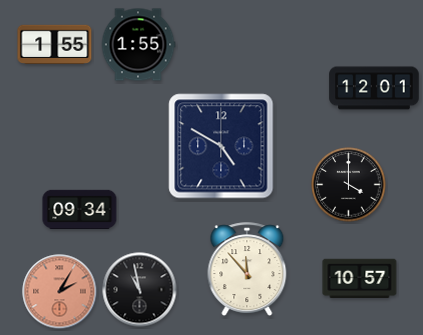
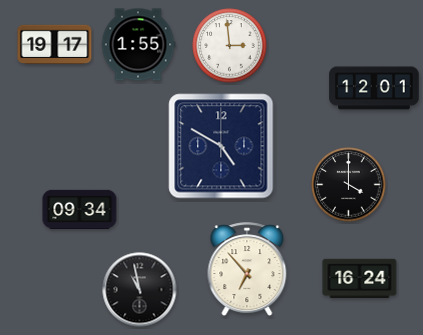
clock at (55, 44): 1:55 -> 19:17
clock at (230, 46): none -> 2:59
clock at (247, 269): 11:53 -> 6:53
clock at (360, 279): 10:57 -> 16:24
clock at (60, 292): 2:05 -> none
